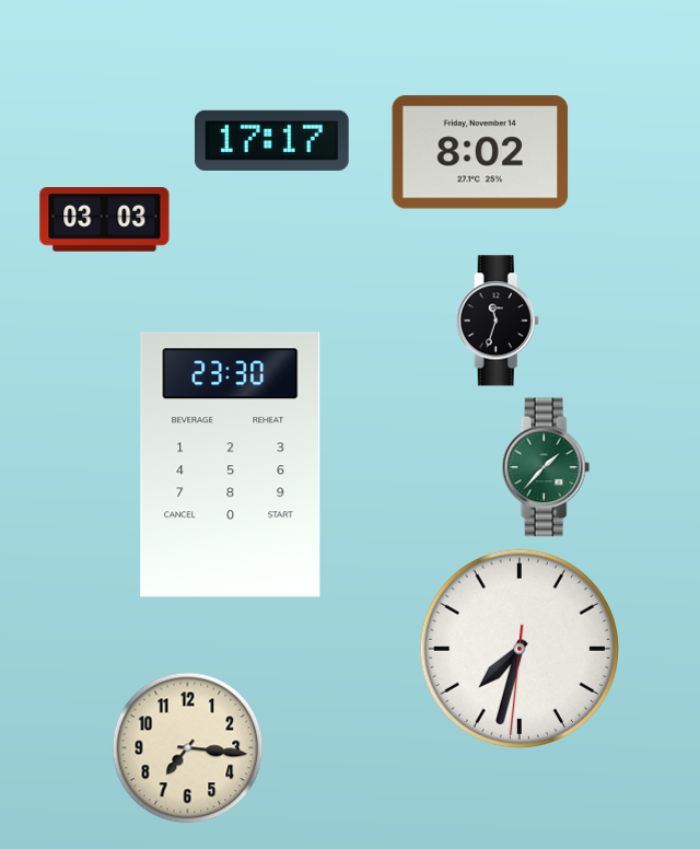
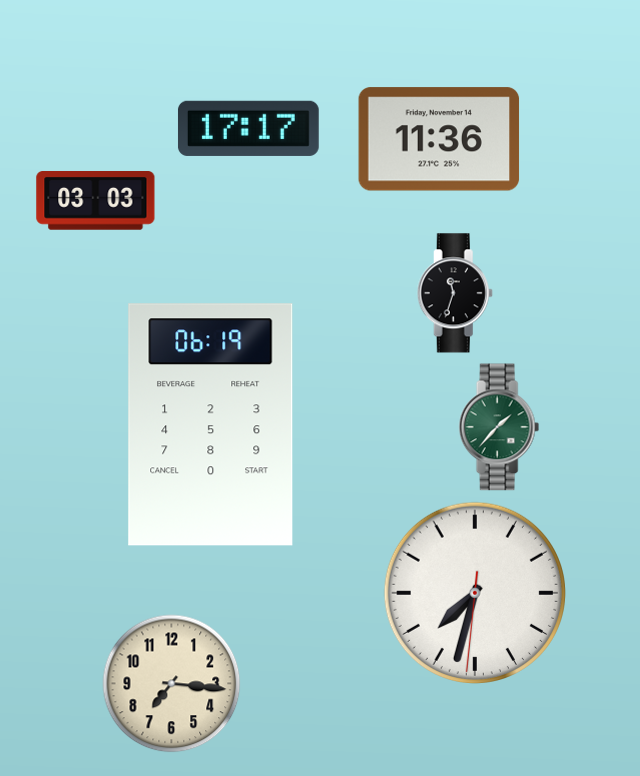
clock at (480, 152): 8:02 -> 11:36
clock at (231, 465): 23:30 -> 06:19
